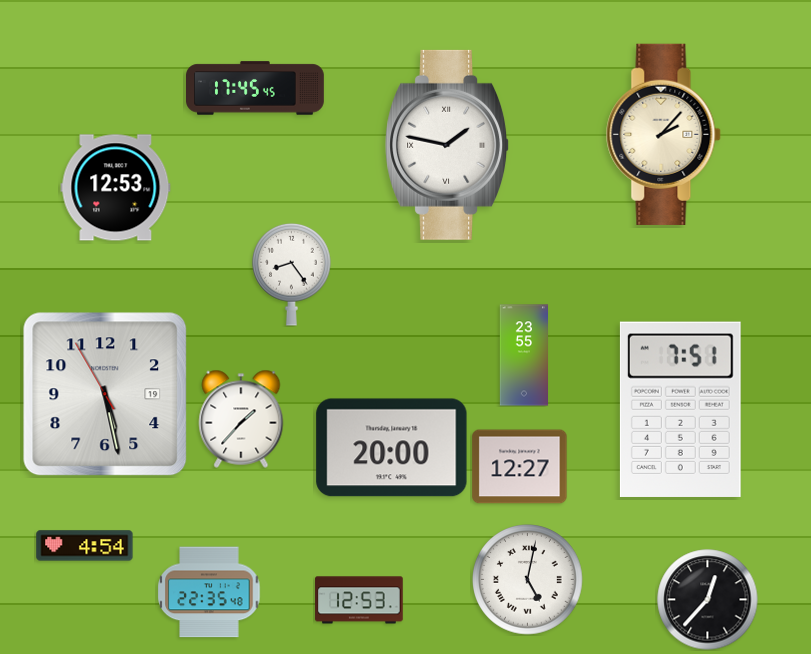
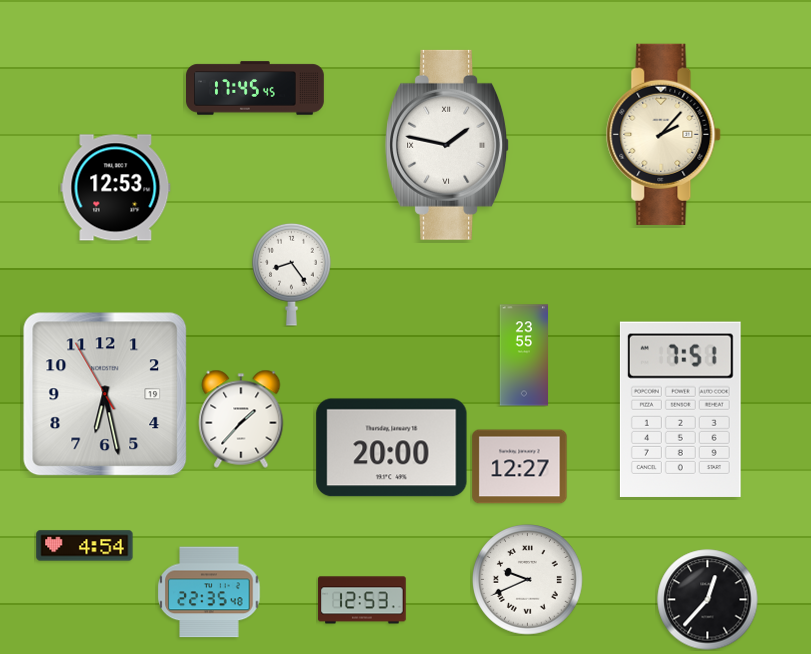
clock at (105, 394): 5:27 -> 6:27
clock at (528, 580): 5:02 -> 9:41
clock at (359, 600) position: (359, 600) -> (362, 600)
